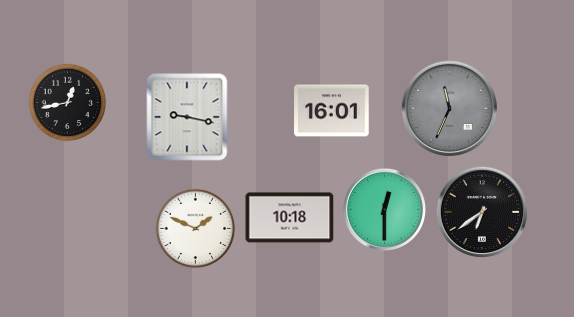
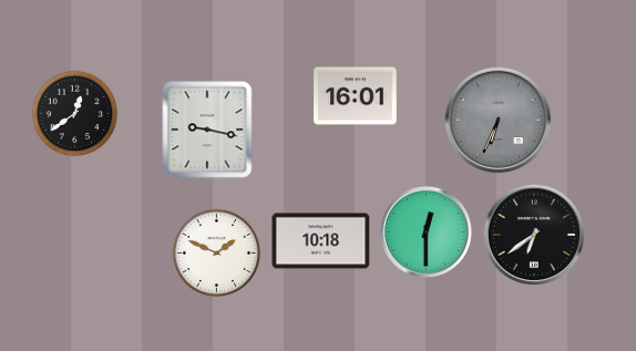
clock at (68, 103): 12:43 -> 12:39
clock at (450, 109): 11:34 -> 6:34
clock at (332, 111) position: (332, 111) -> (356, 96)
